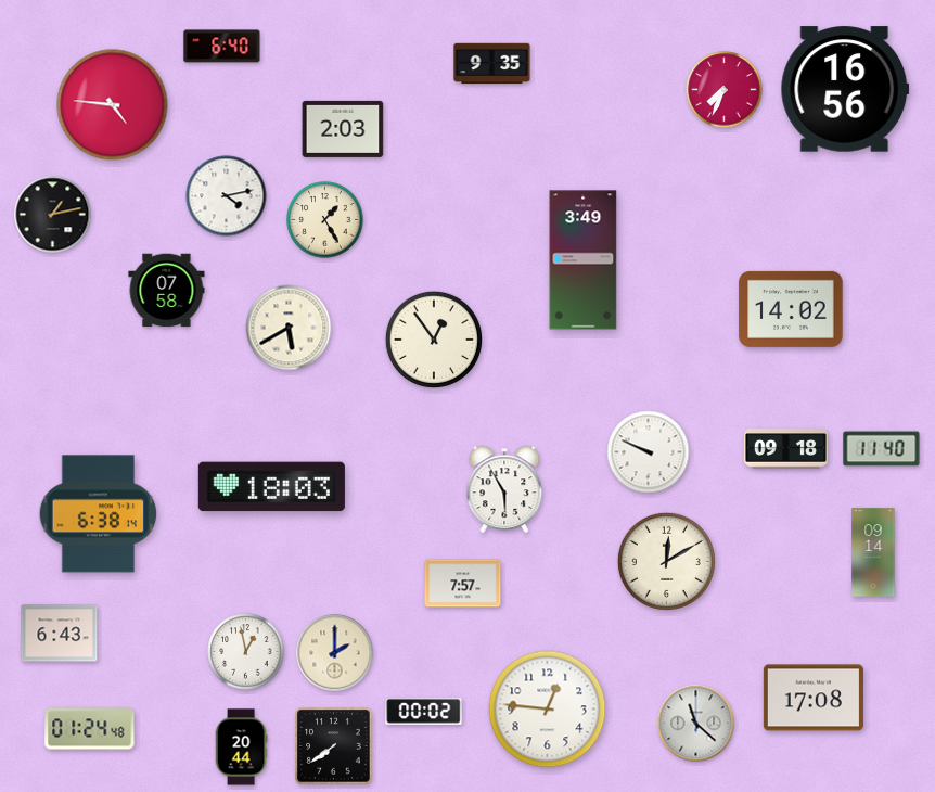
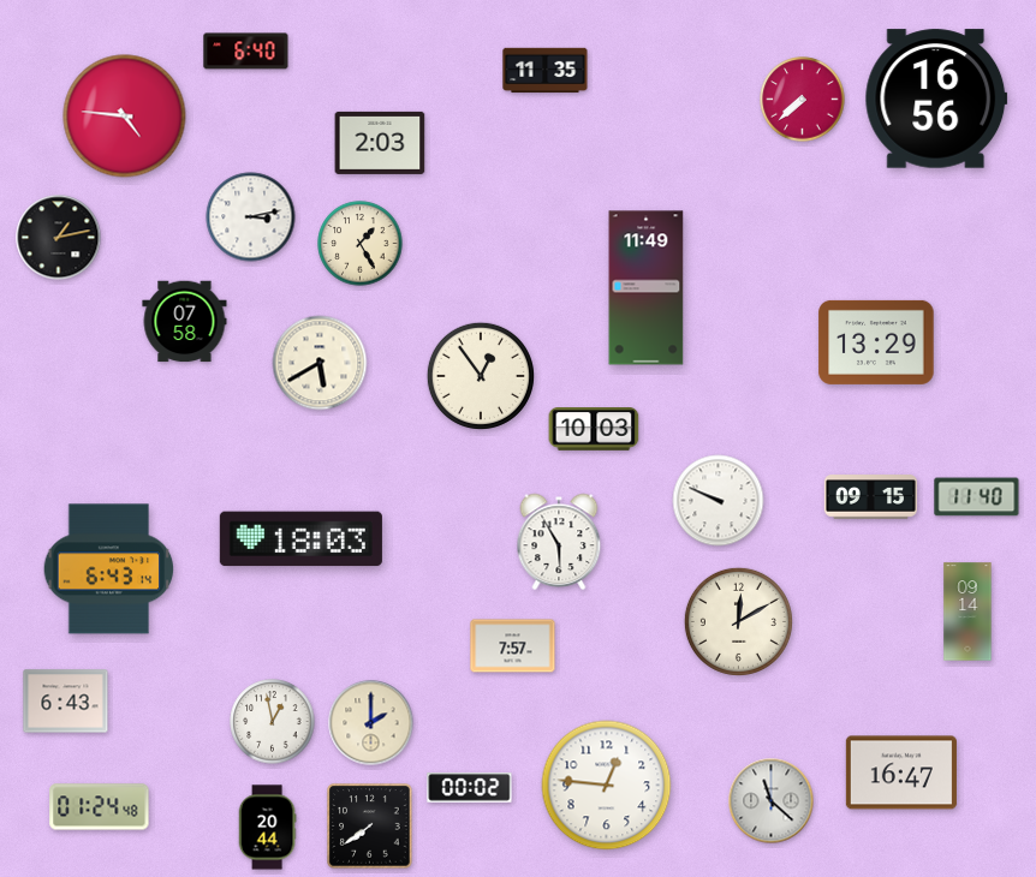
clock at (492, 64): 9:35 -> 11:35
clock at (725, 90): 7:34 -> 7:38
clock at (227, 196): 4:13 -> 3:13
clock at (584, 260): 3:49 -> 11:49
clock at (791, 309): 14:02 -> 13:29
clock at (594, 430): none -> 10:03
clock at (786, 449): 09:18 -> 09:15
clock at (99, 514): 6:38 -> 6:43
clock at (814, 698): 17:08 -> 16:47
